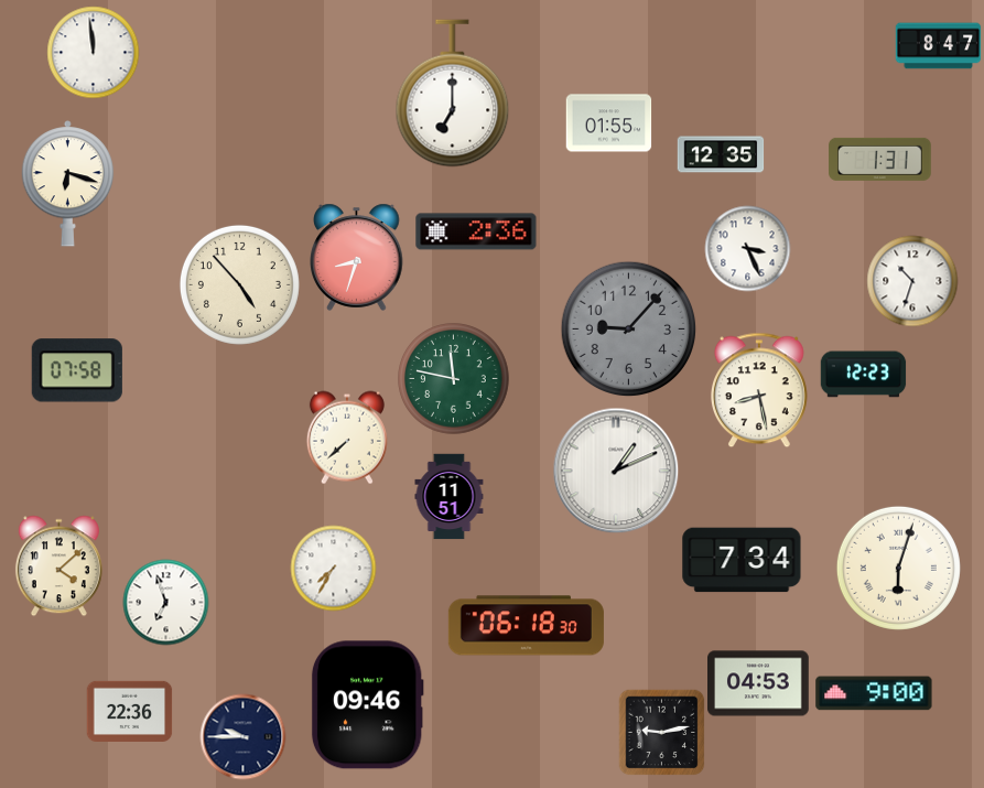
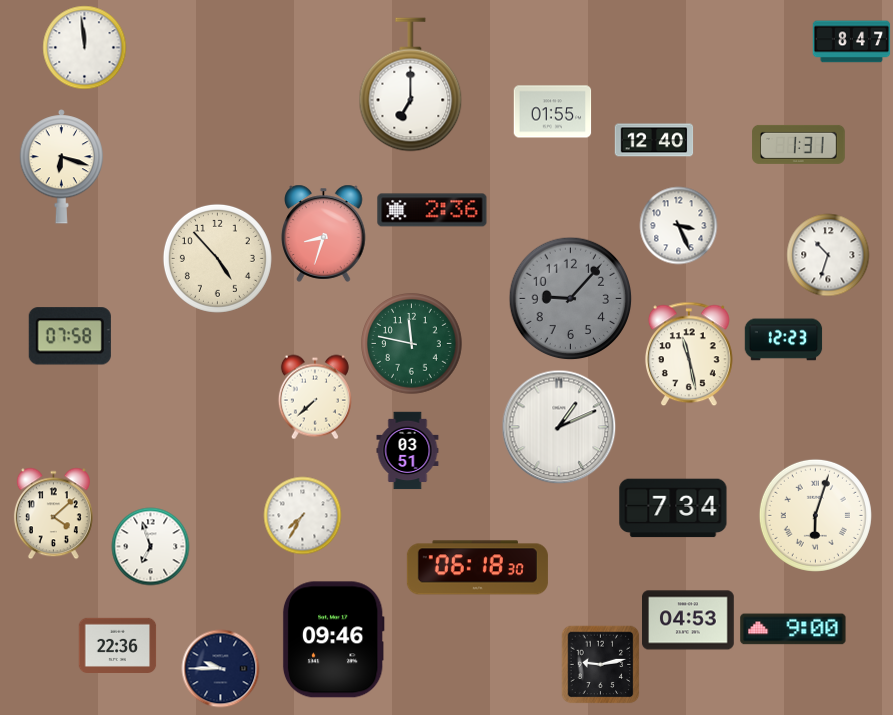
clock at (721, 154): 12:35 -> 12:40
clock at (759, 390): 8:28 -> 11:28
clock at (450, 496): 11:51 -> 03:51
